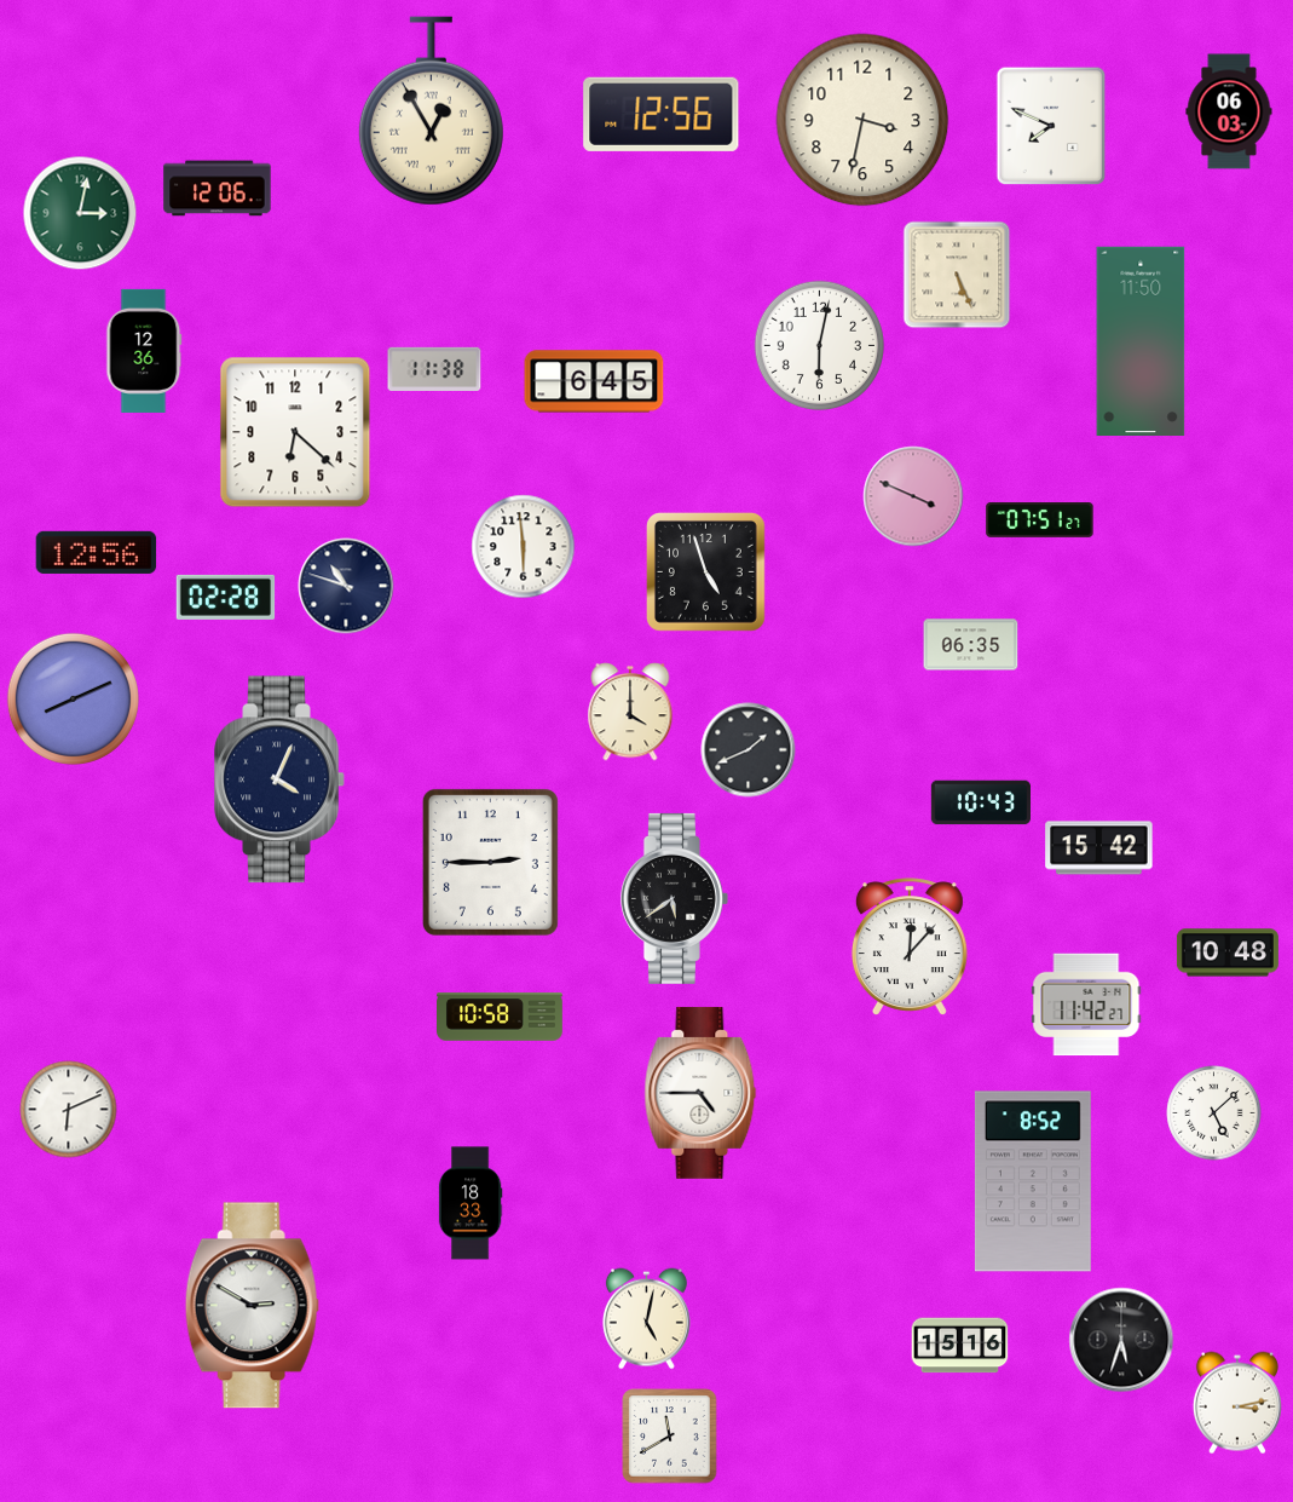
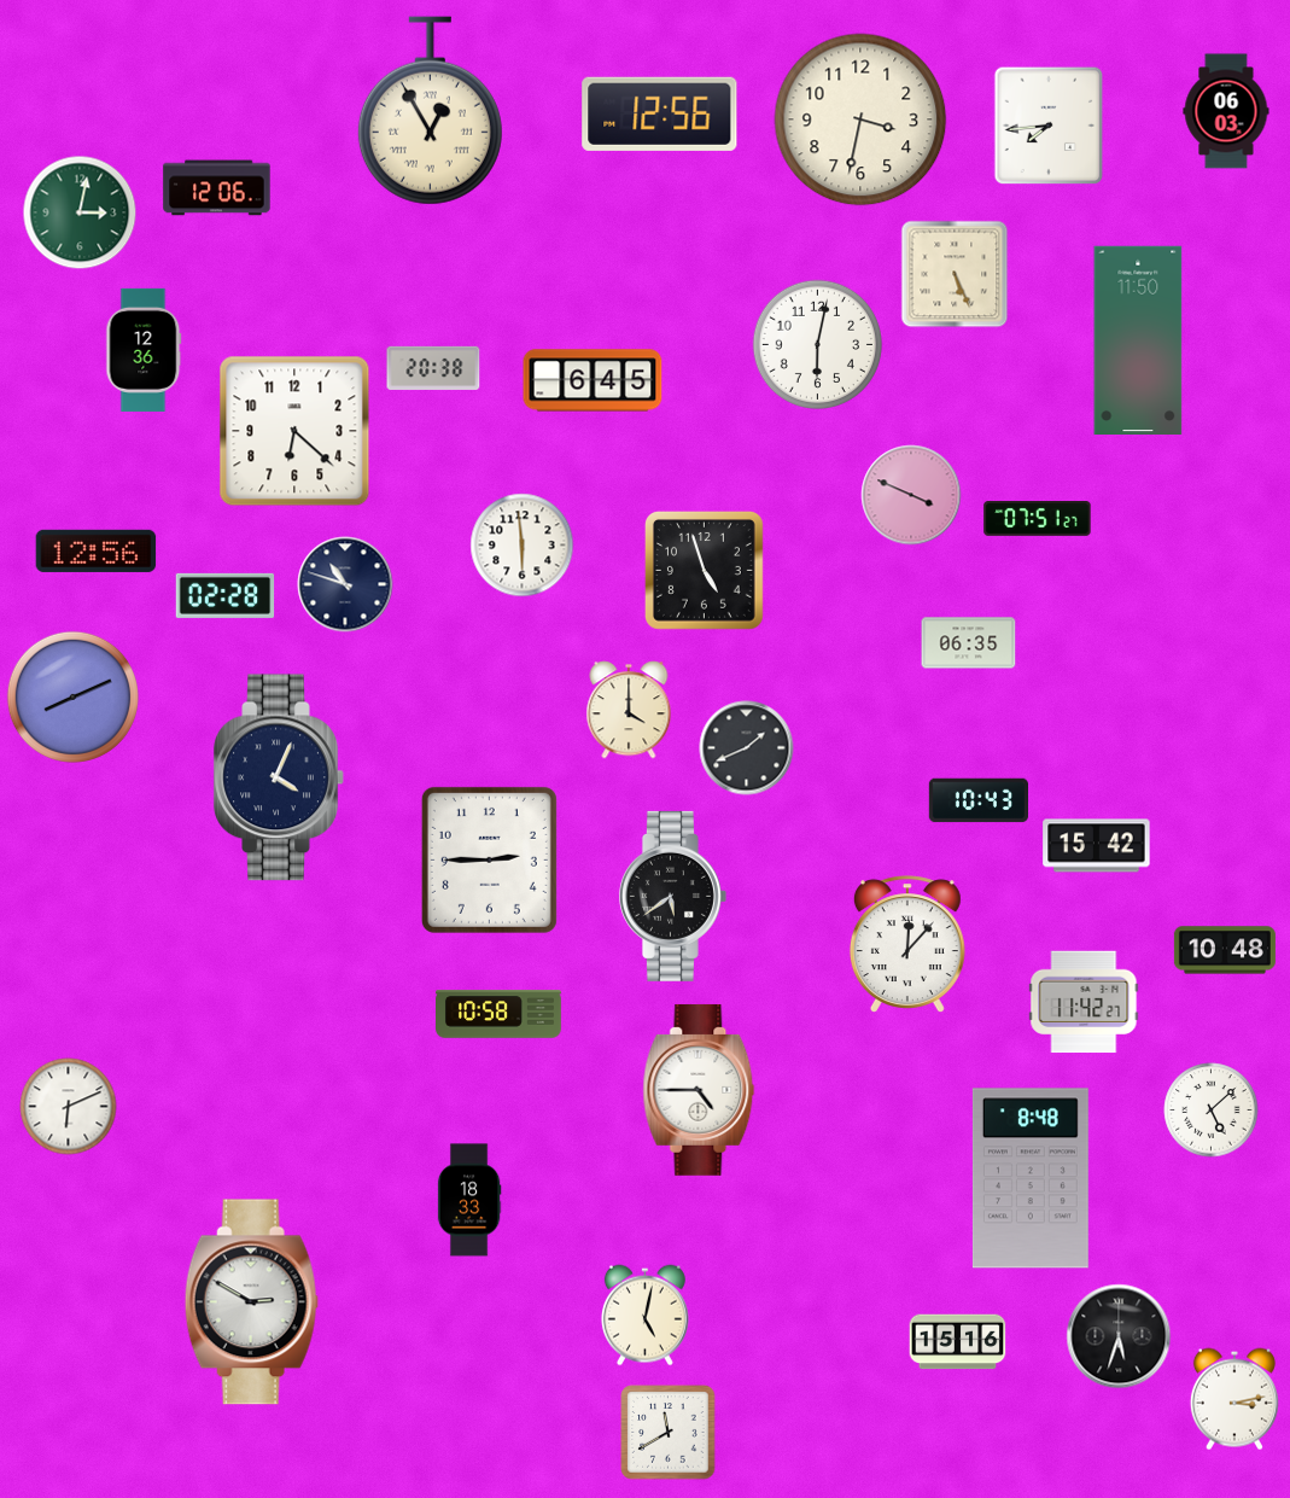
clock at (1051, 126): 7:49 -> 7:44
clock at (434, 369): 11:38 -> 20:38
clock at (1033, 1181): 8:52 -> 8:48
